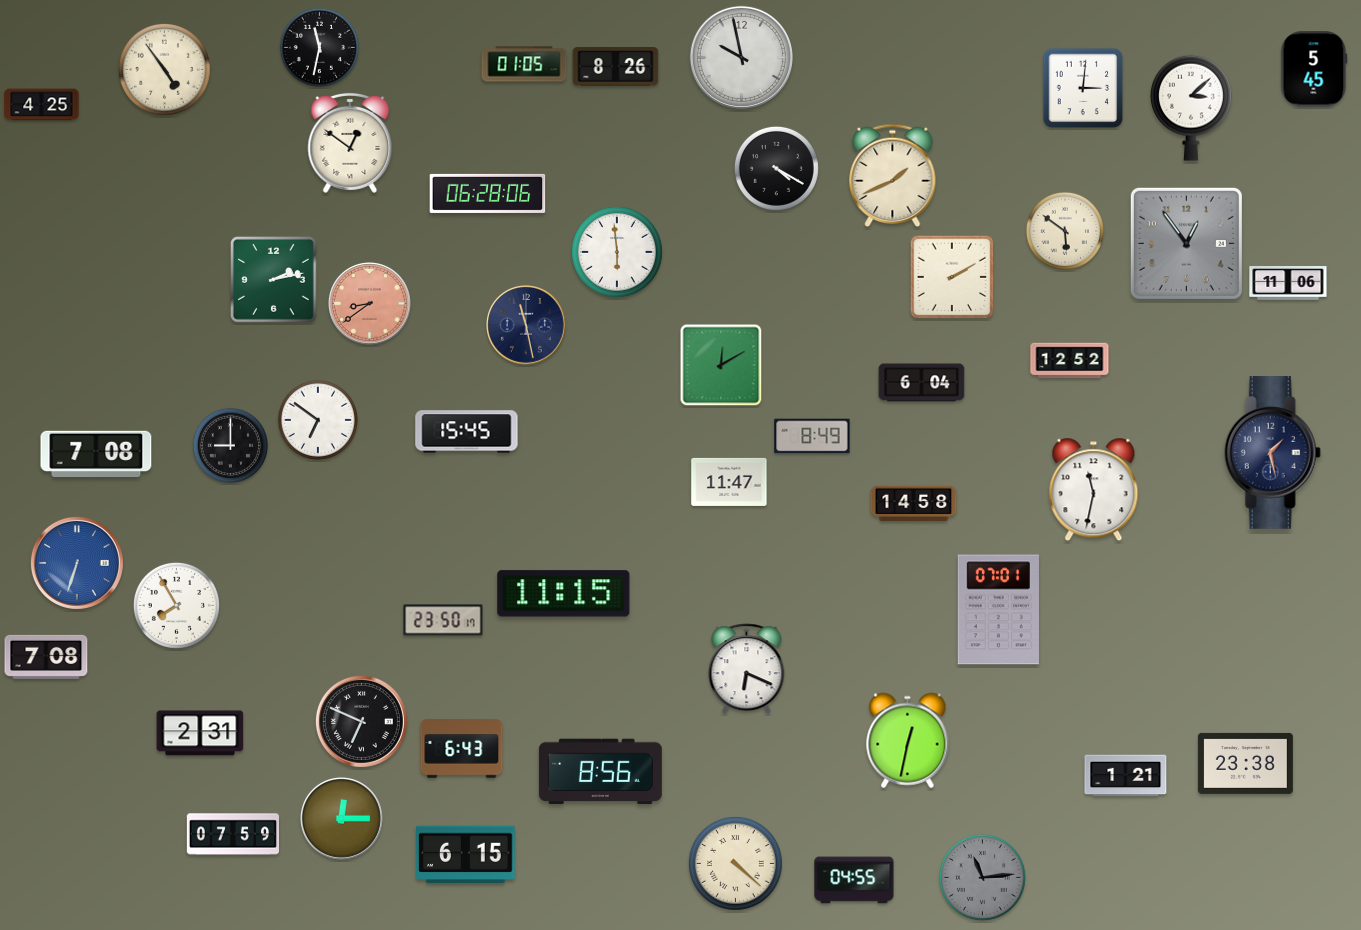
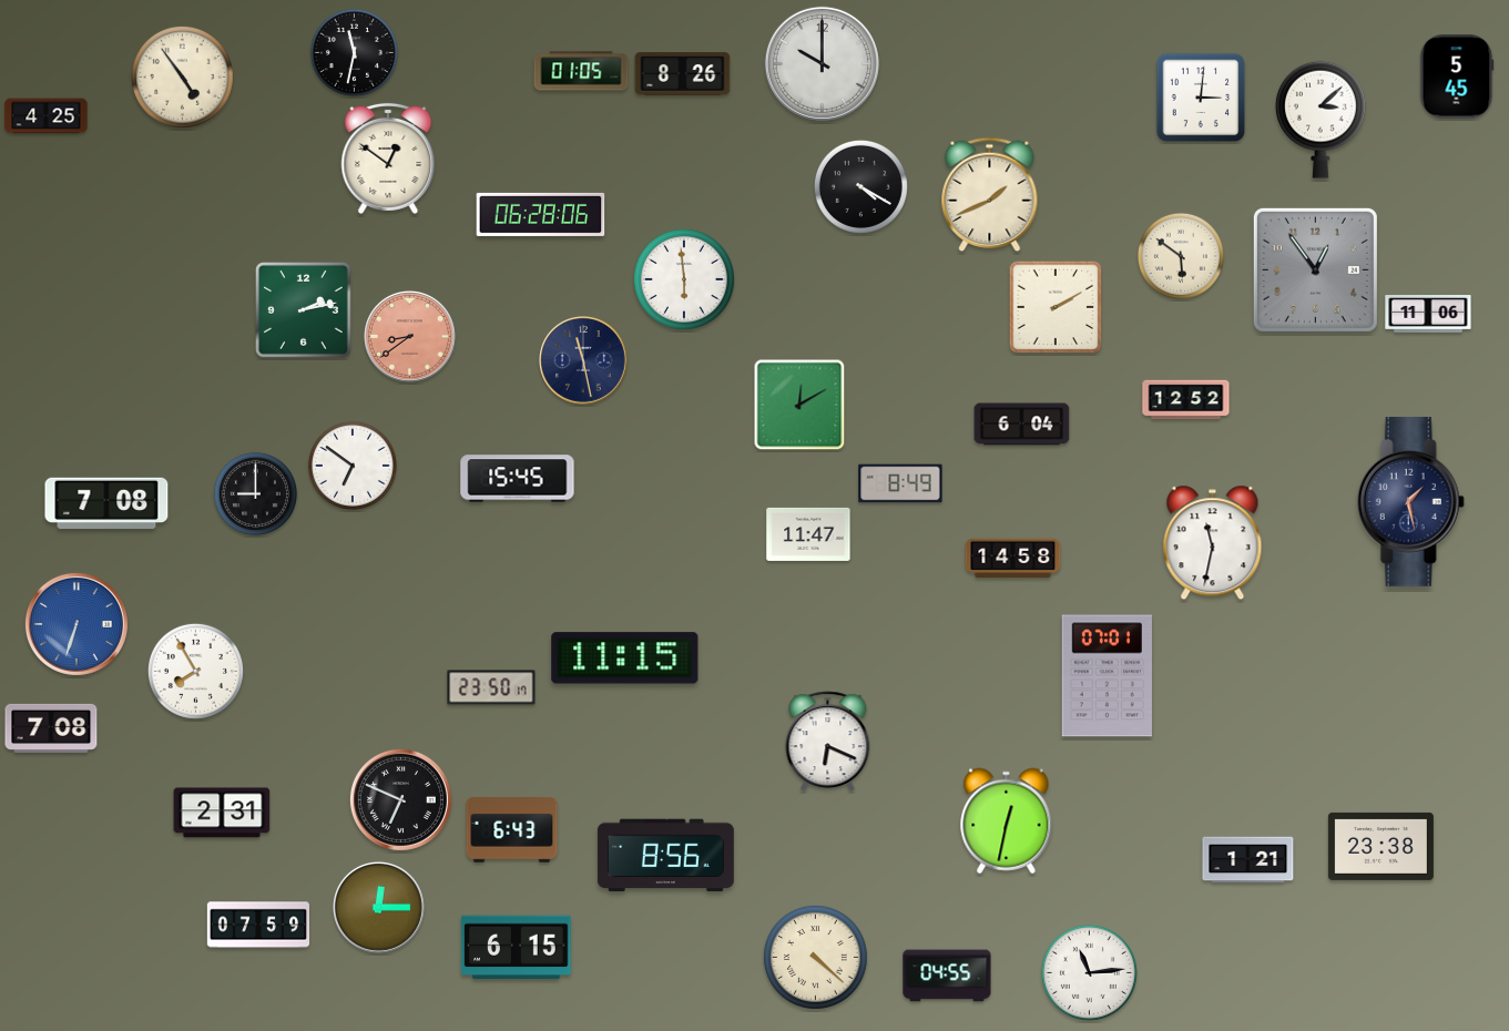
clock at (741, 57): 9:58 -> 10:00
clock at (77, 563) position: (77, 563) -> (77, 624)
clock at (982, 877) dial: grey -> white
